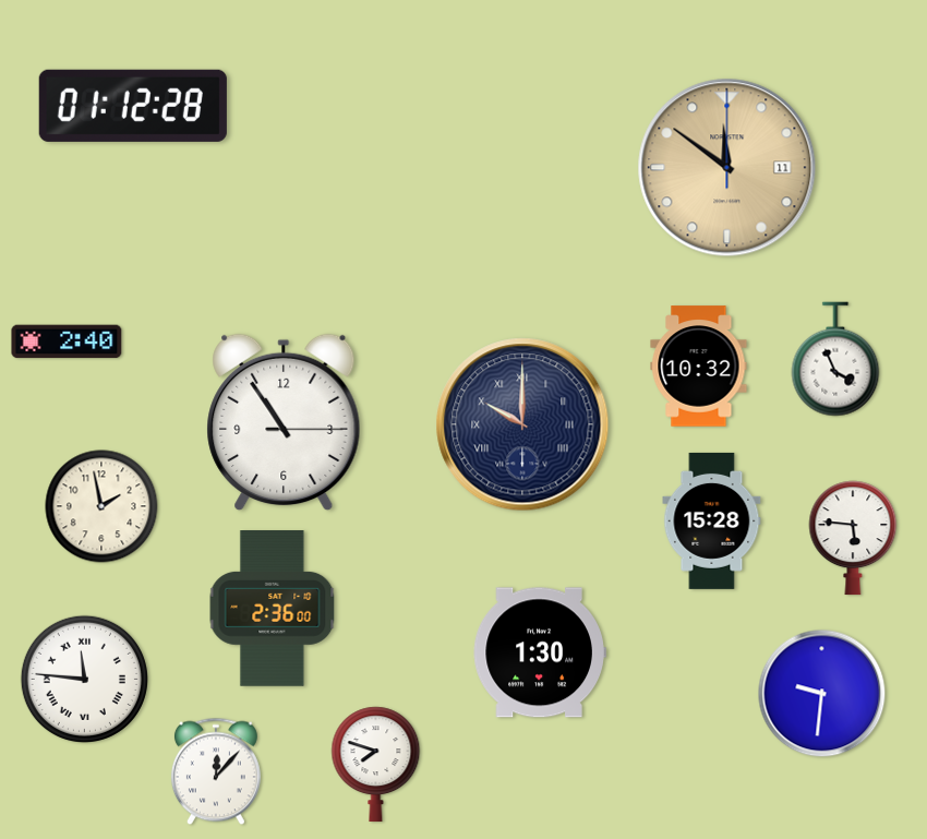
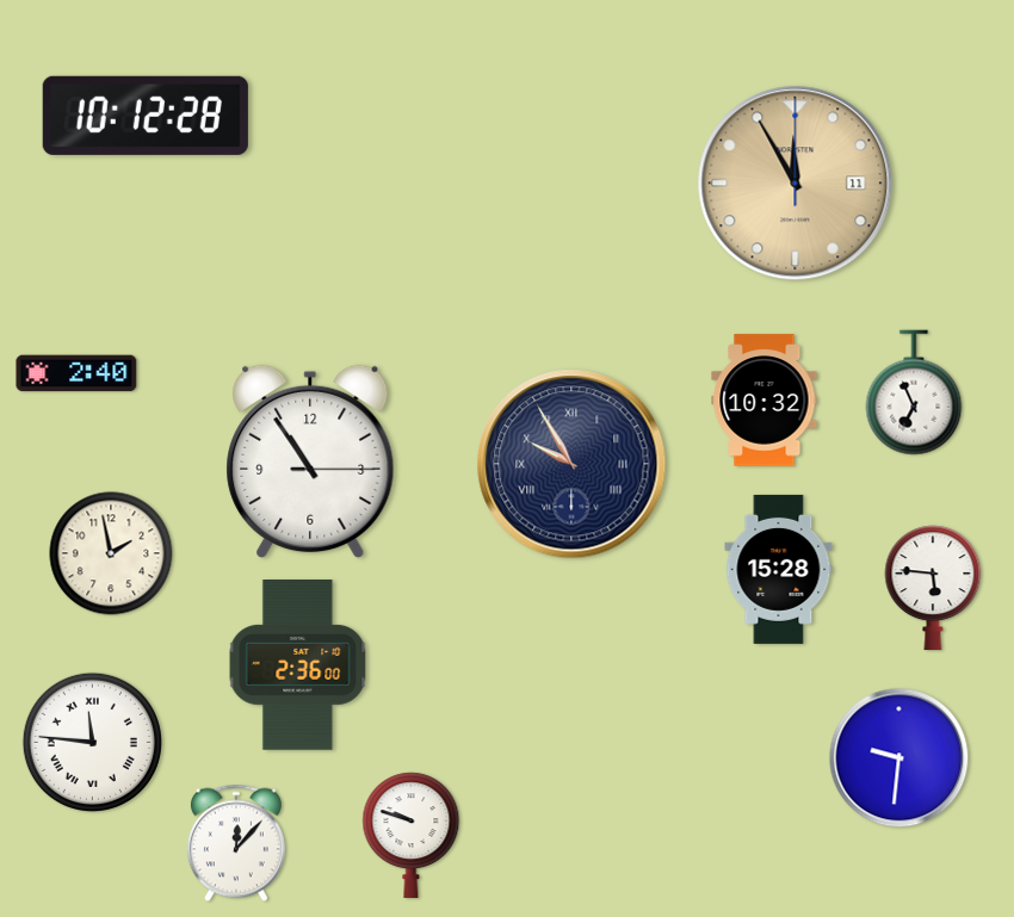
clock at (133, 106): 01:12 -> 10:12
clock at (727, 168): 11:51 -> 11:55
clock at (67, 341) position: (67, 341) -> (76, 373)
clock at (835, 359): 3:56 -> 6:56
clock at (522, 424): 10:00 -> 9:55
clock at (540, 652): 1:30 -> none
clock at (376, 764): 7:48 -> 9:48
